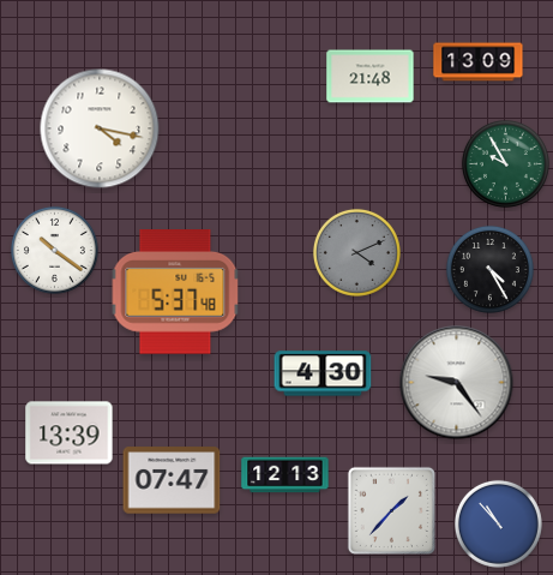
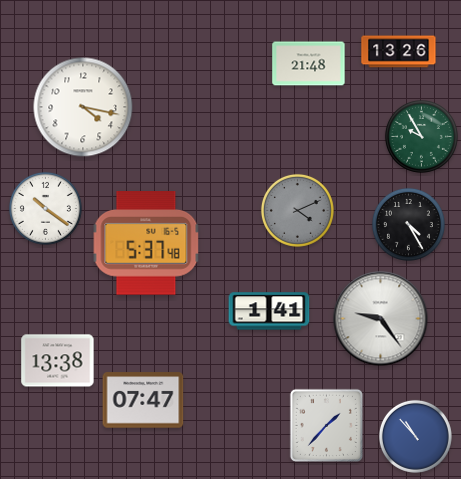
clock at (479, 62): 13:09 -> 13:26
clock at (323, 373): 4:30 -> 1:41
clock at (70, 433): 13:39 -> 13:38
clock at (285, 475): 12:13 -> none
